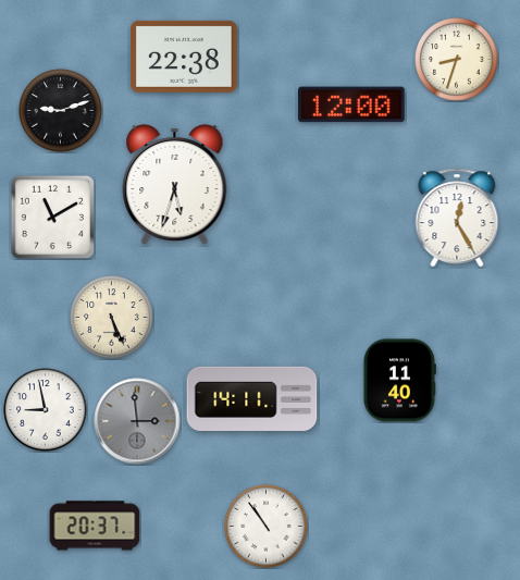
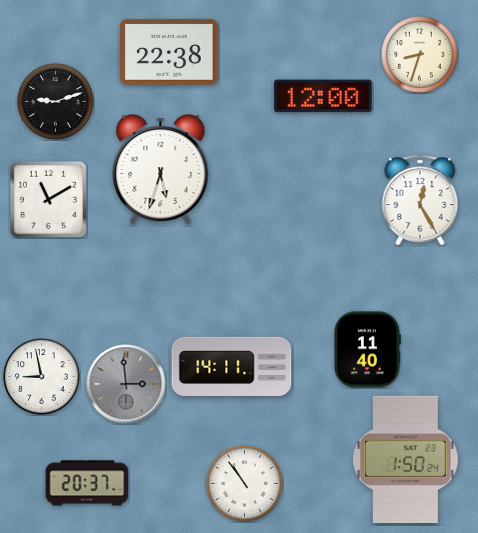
clock at (112, 318): 5:26 -> none
clock at (137, 421) position: (137, 421) -> (126, 384)
clock at (406, 459): none -> 1:50
